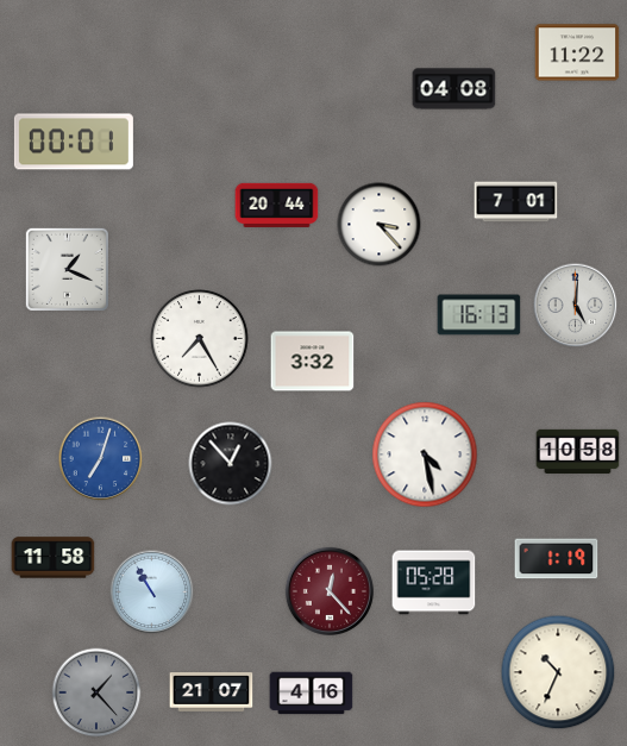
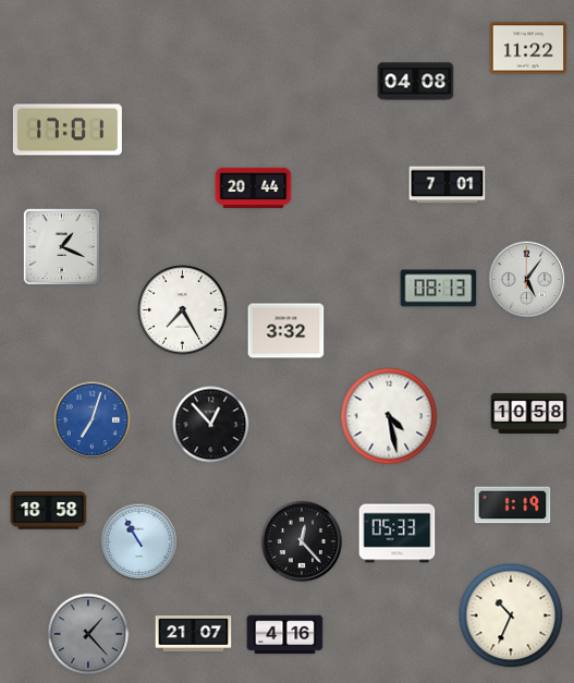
clock at (74, 142): 00:01 -> 17:01
clock at (516, 202) position: (516, 202) -> (448, 185)
clock at (380, 225): 3:23 -> none
clock at (576, 306): 5:01 -> 5:06
clock at (479, 315): 16:13 -> 08:13
clock at (54, 558): 11:58 -> 18:58
clock at (557, 559) position: (557, 559) -> (513, 505)
clock at (434, 583): 05:28 -> 05:33
clock at (330, 591) dial: burgundy -> black
